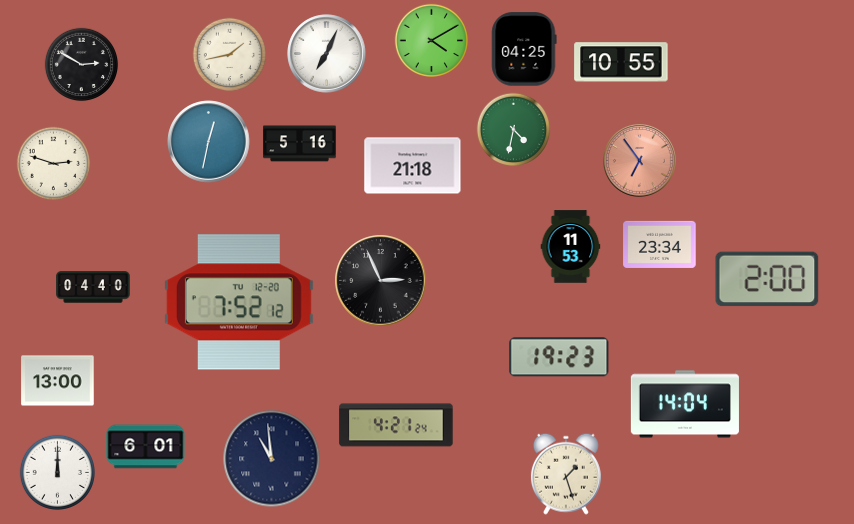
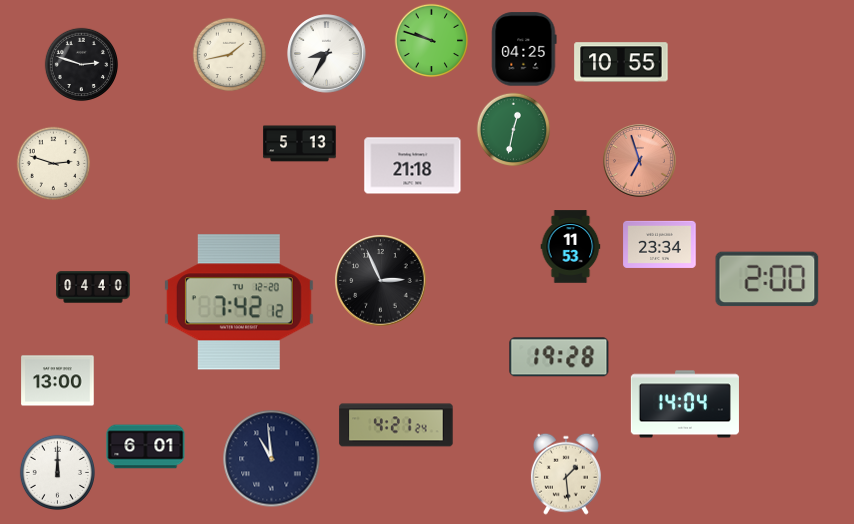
clock at (432, 41): 4:10 -> 9:48
clock at (327, 54): 7:04 -> 8:35
clock at (82, 65): 2:50 -> 2:48
clock at (514, 130): 4:32 -> 12:32
clock at (209, 142): 12:32 -> none
clock at (300, 144): 5:16 -> 5:13
clock at (640, 161): 6:54 -> 6:57
clock at (239, 302): 7:52 -> 7:42
clock at (559, 357): 19:23 -> 19:28
clock at (566, 474): 1:27 -> 1:29
